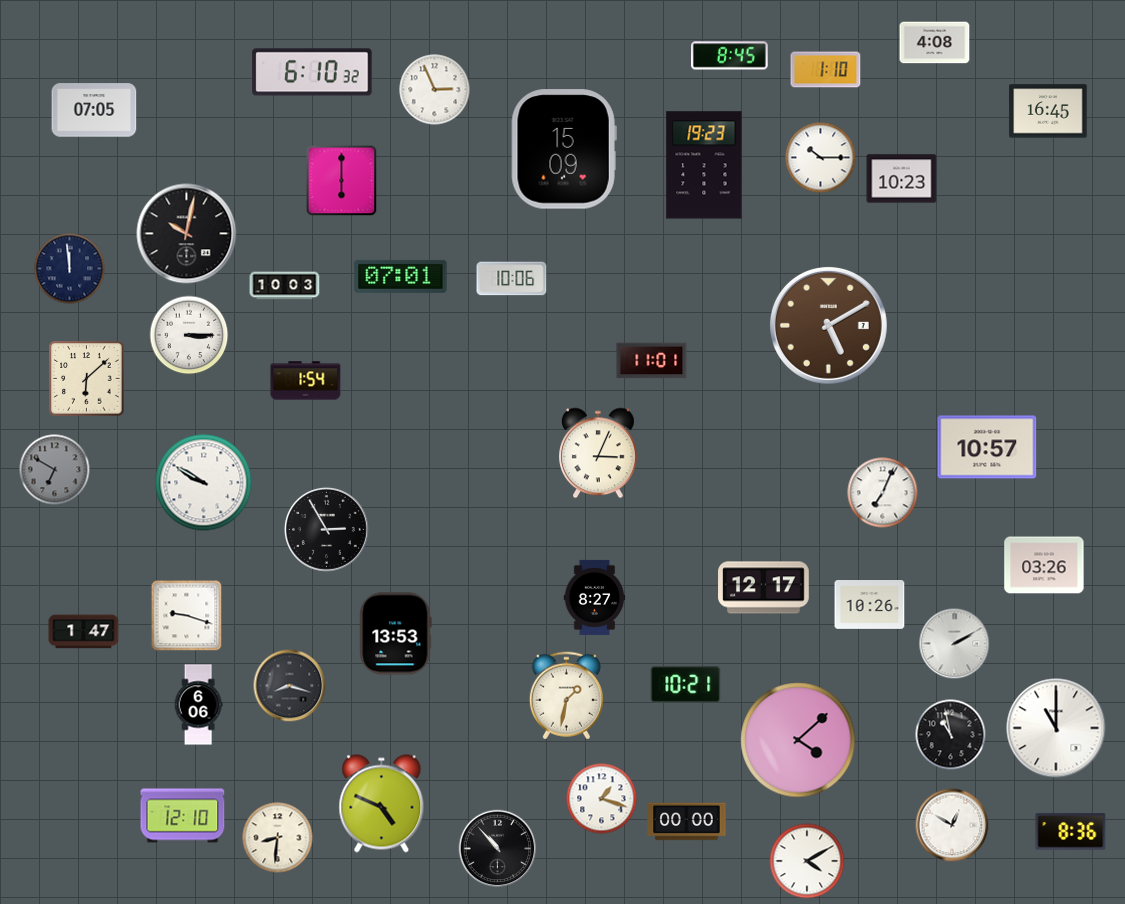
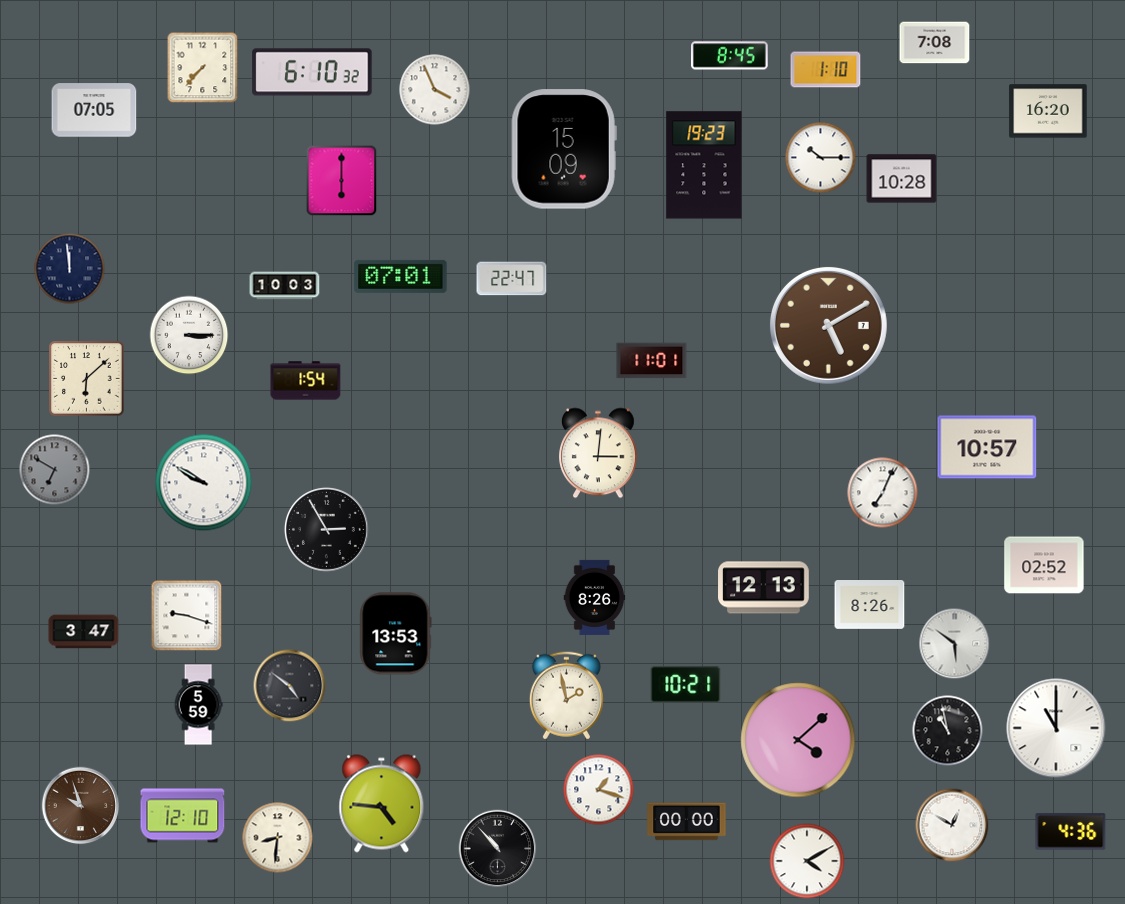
clock at (935, 43): 4:08 -> 7:08
clock at (203, 68): none -> 7:37
clock at (435, 90): 2:56 -> 3:56
clock at (1048, 111): 16:45 -> 16:20
clock at (902, 179): 10:23 -> 10:28
clock at (187, 234): 10:02 -> none
clock at (512, 279): 10:06 -> 22:47
clock at (599, 453): 3:04 -> 3:01
clock at (1044, 565): 03:26 -> 02:52
clock at (764, 588): 12:17 -> 12:13
clock at (595, 597): 8:27 -> 8:26
clock at (870, 605): 10:26 -> 8:26
clock at (84, 632): 1:47 -> 3:47
clock at (955, 644): 2:10 -> 5:51
clock at (290, 686): 8:18 -> 4:51
clock at (566, 696): 1:32 -> 1:58
clock at (198, 705): 6:06 -> 5:59
clock at (951, 735) position: (951, 735) -> (948, 731)
clock at (602, 799) position: (602, 799) -> (599, 790)
clock at (382, 804): 4:49 -> 4:46
clock at (81, 806): none -> 9:57
clock at (1071, 832): 8:36 -> 4:36
